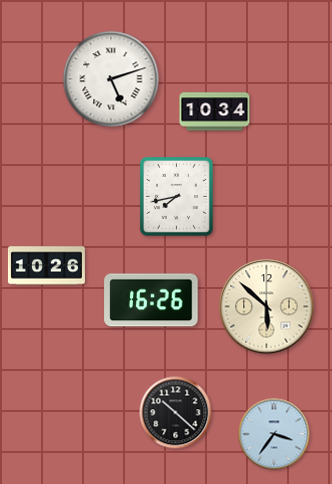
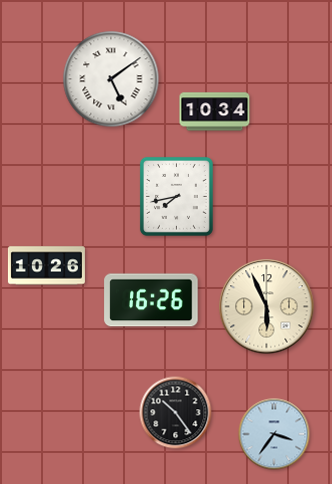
clock at (111, 79): 5:12 -> 5:09
clock at (267, 307): 5:52 -> 5:56
clock at (176, 413): 10:22 -> 10:24
